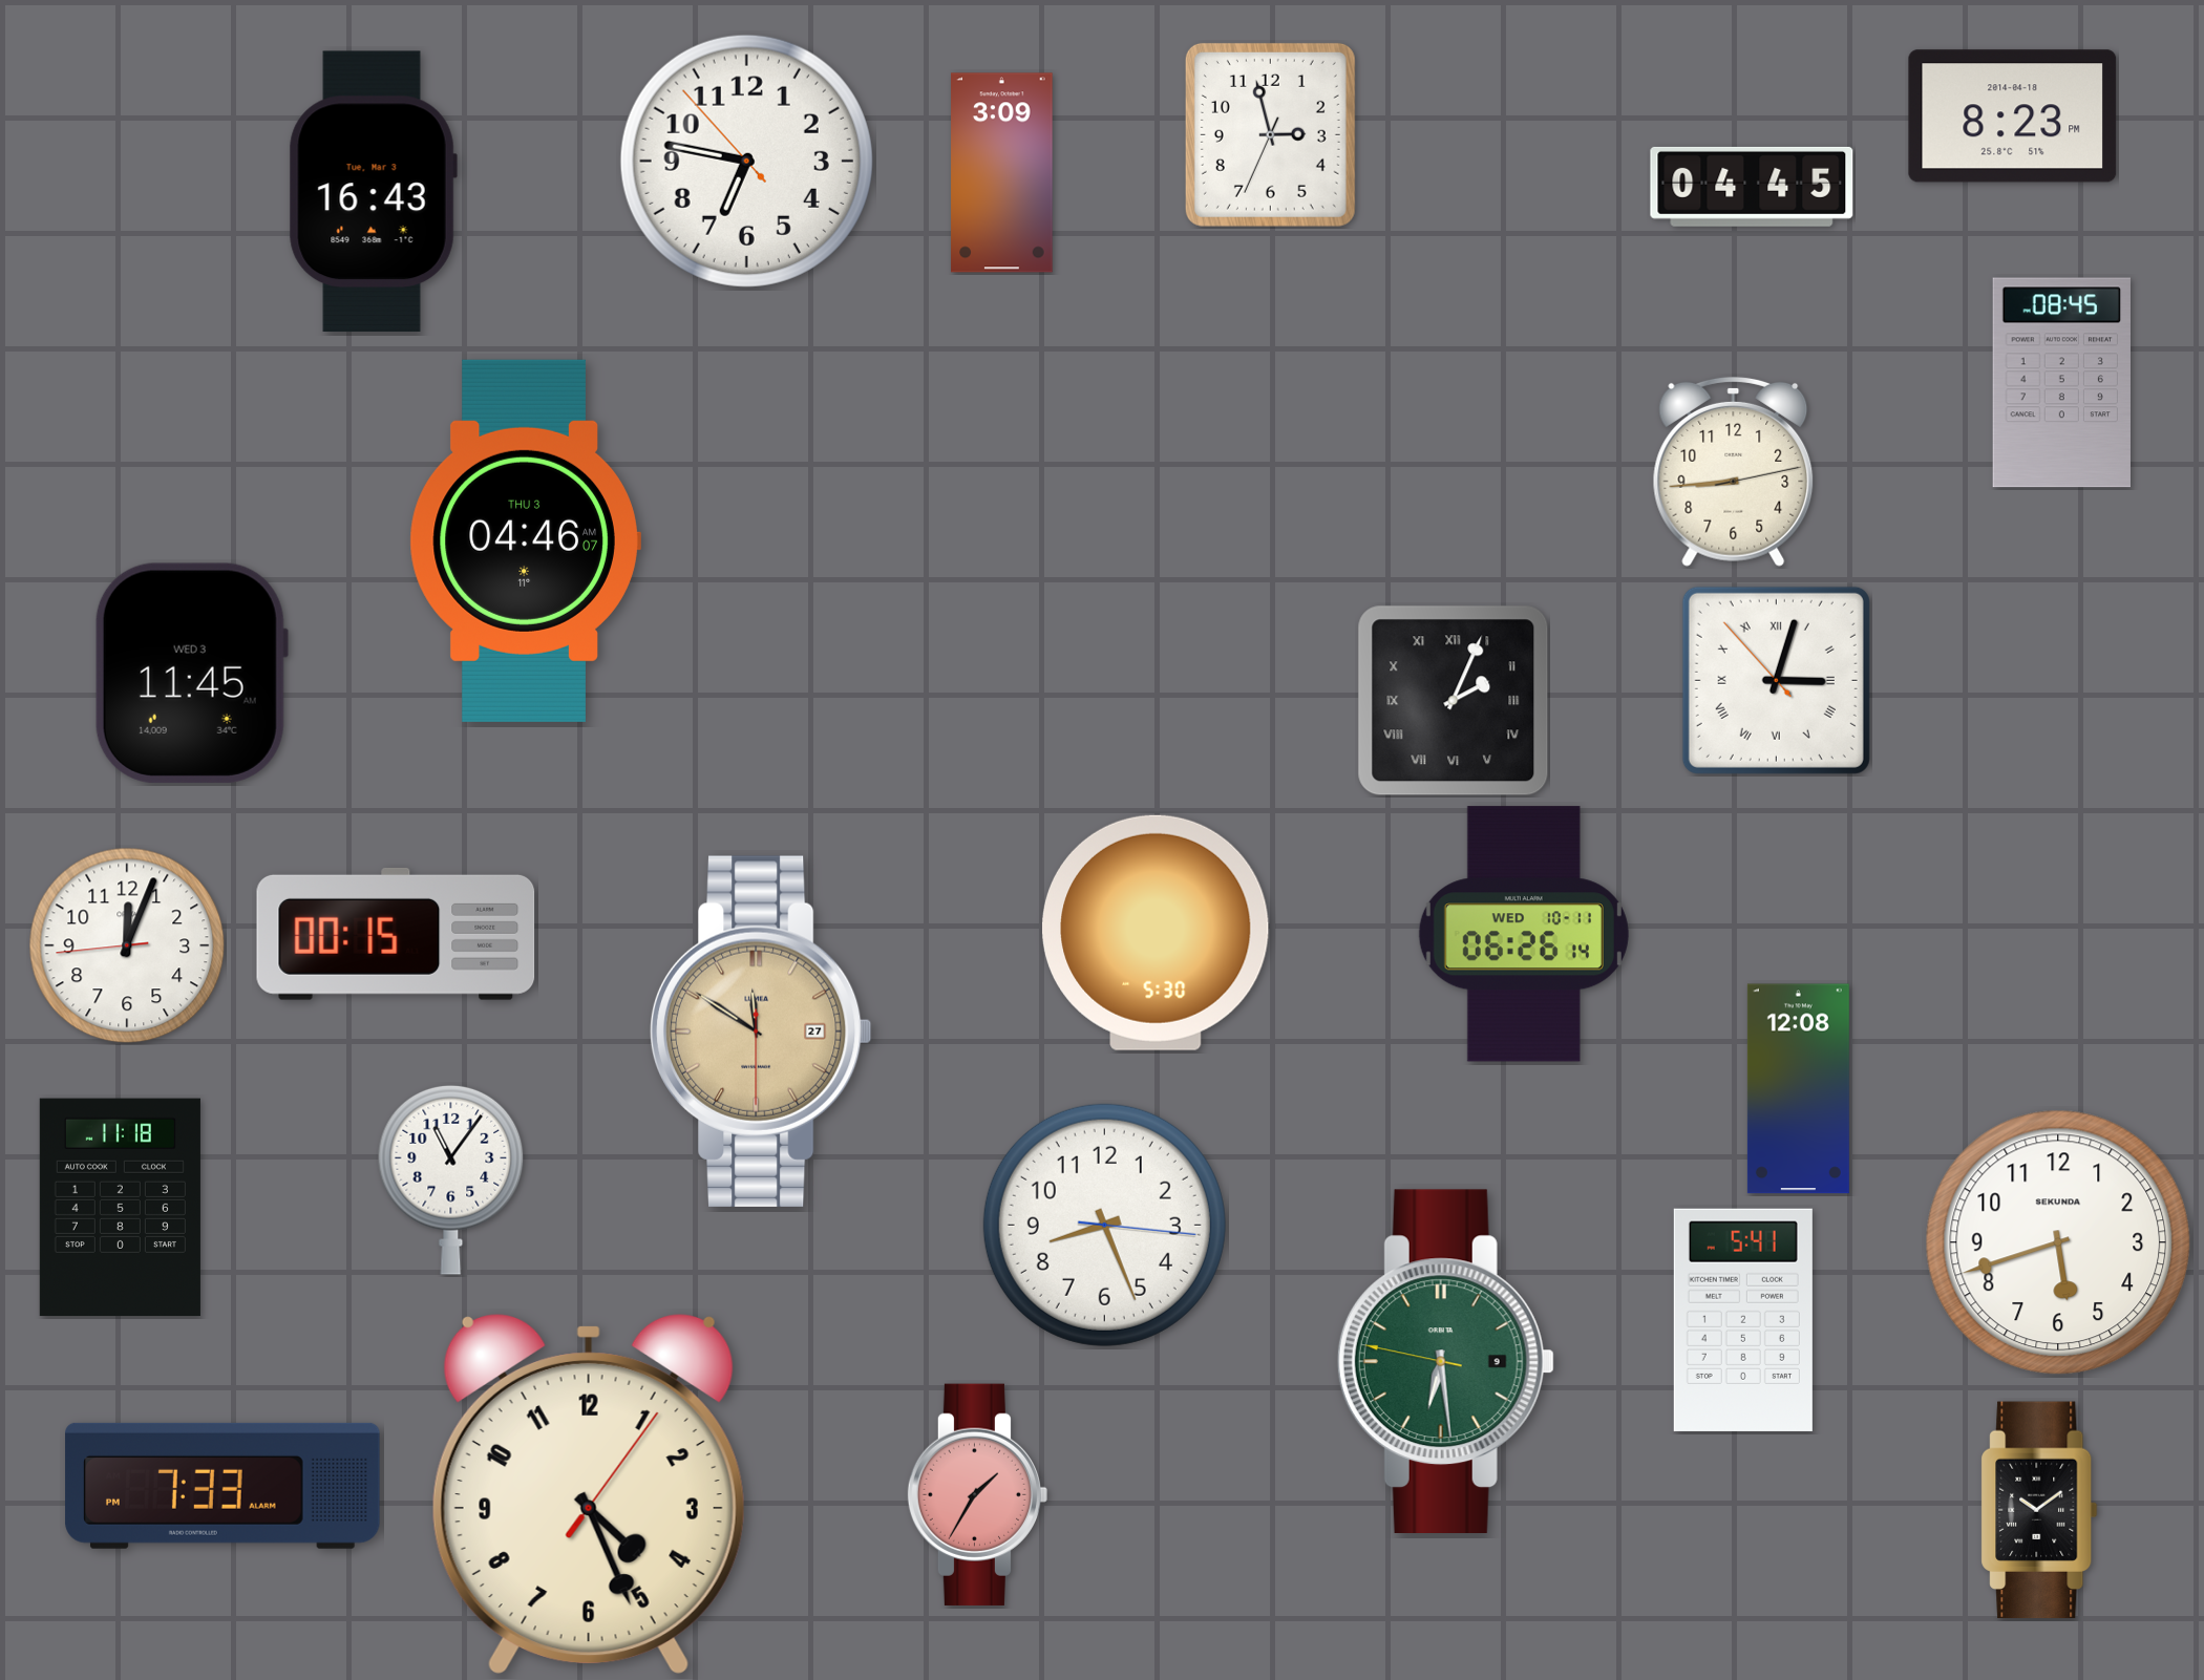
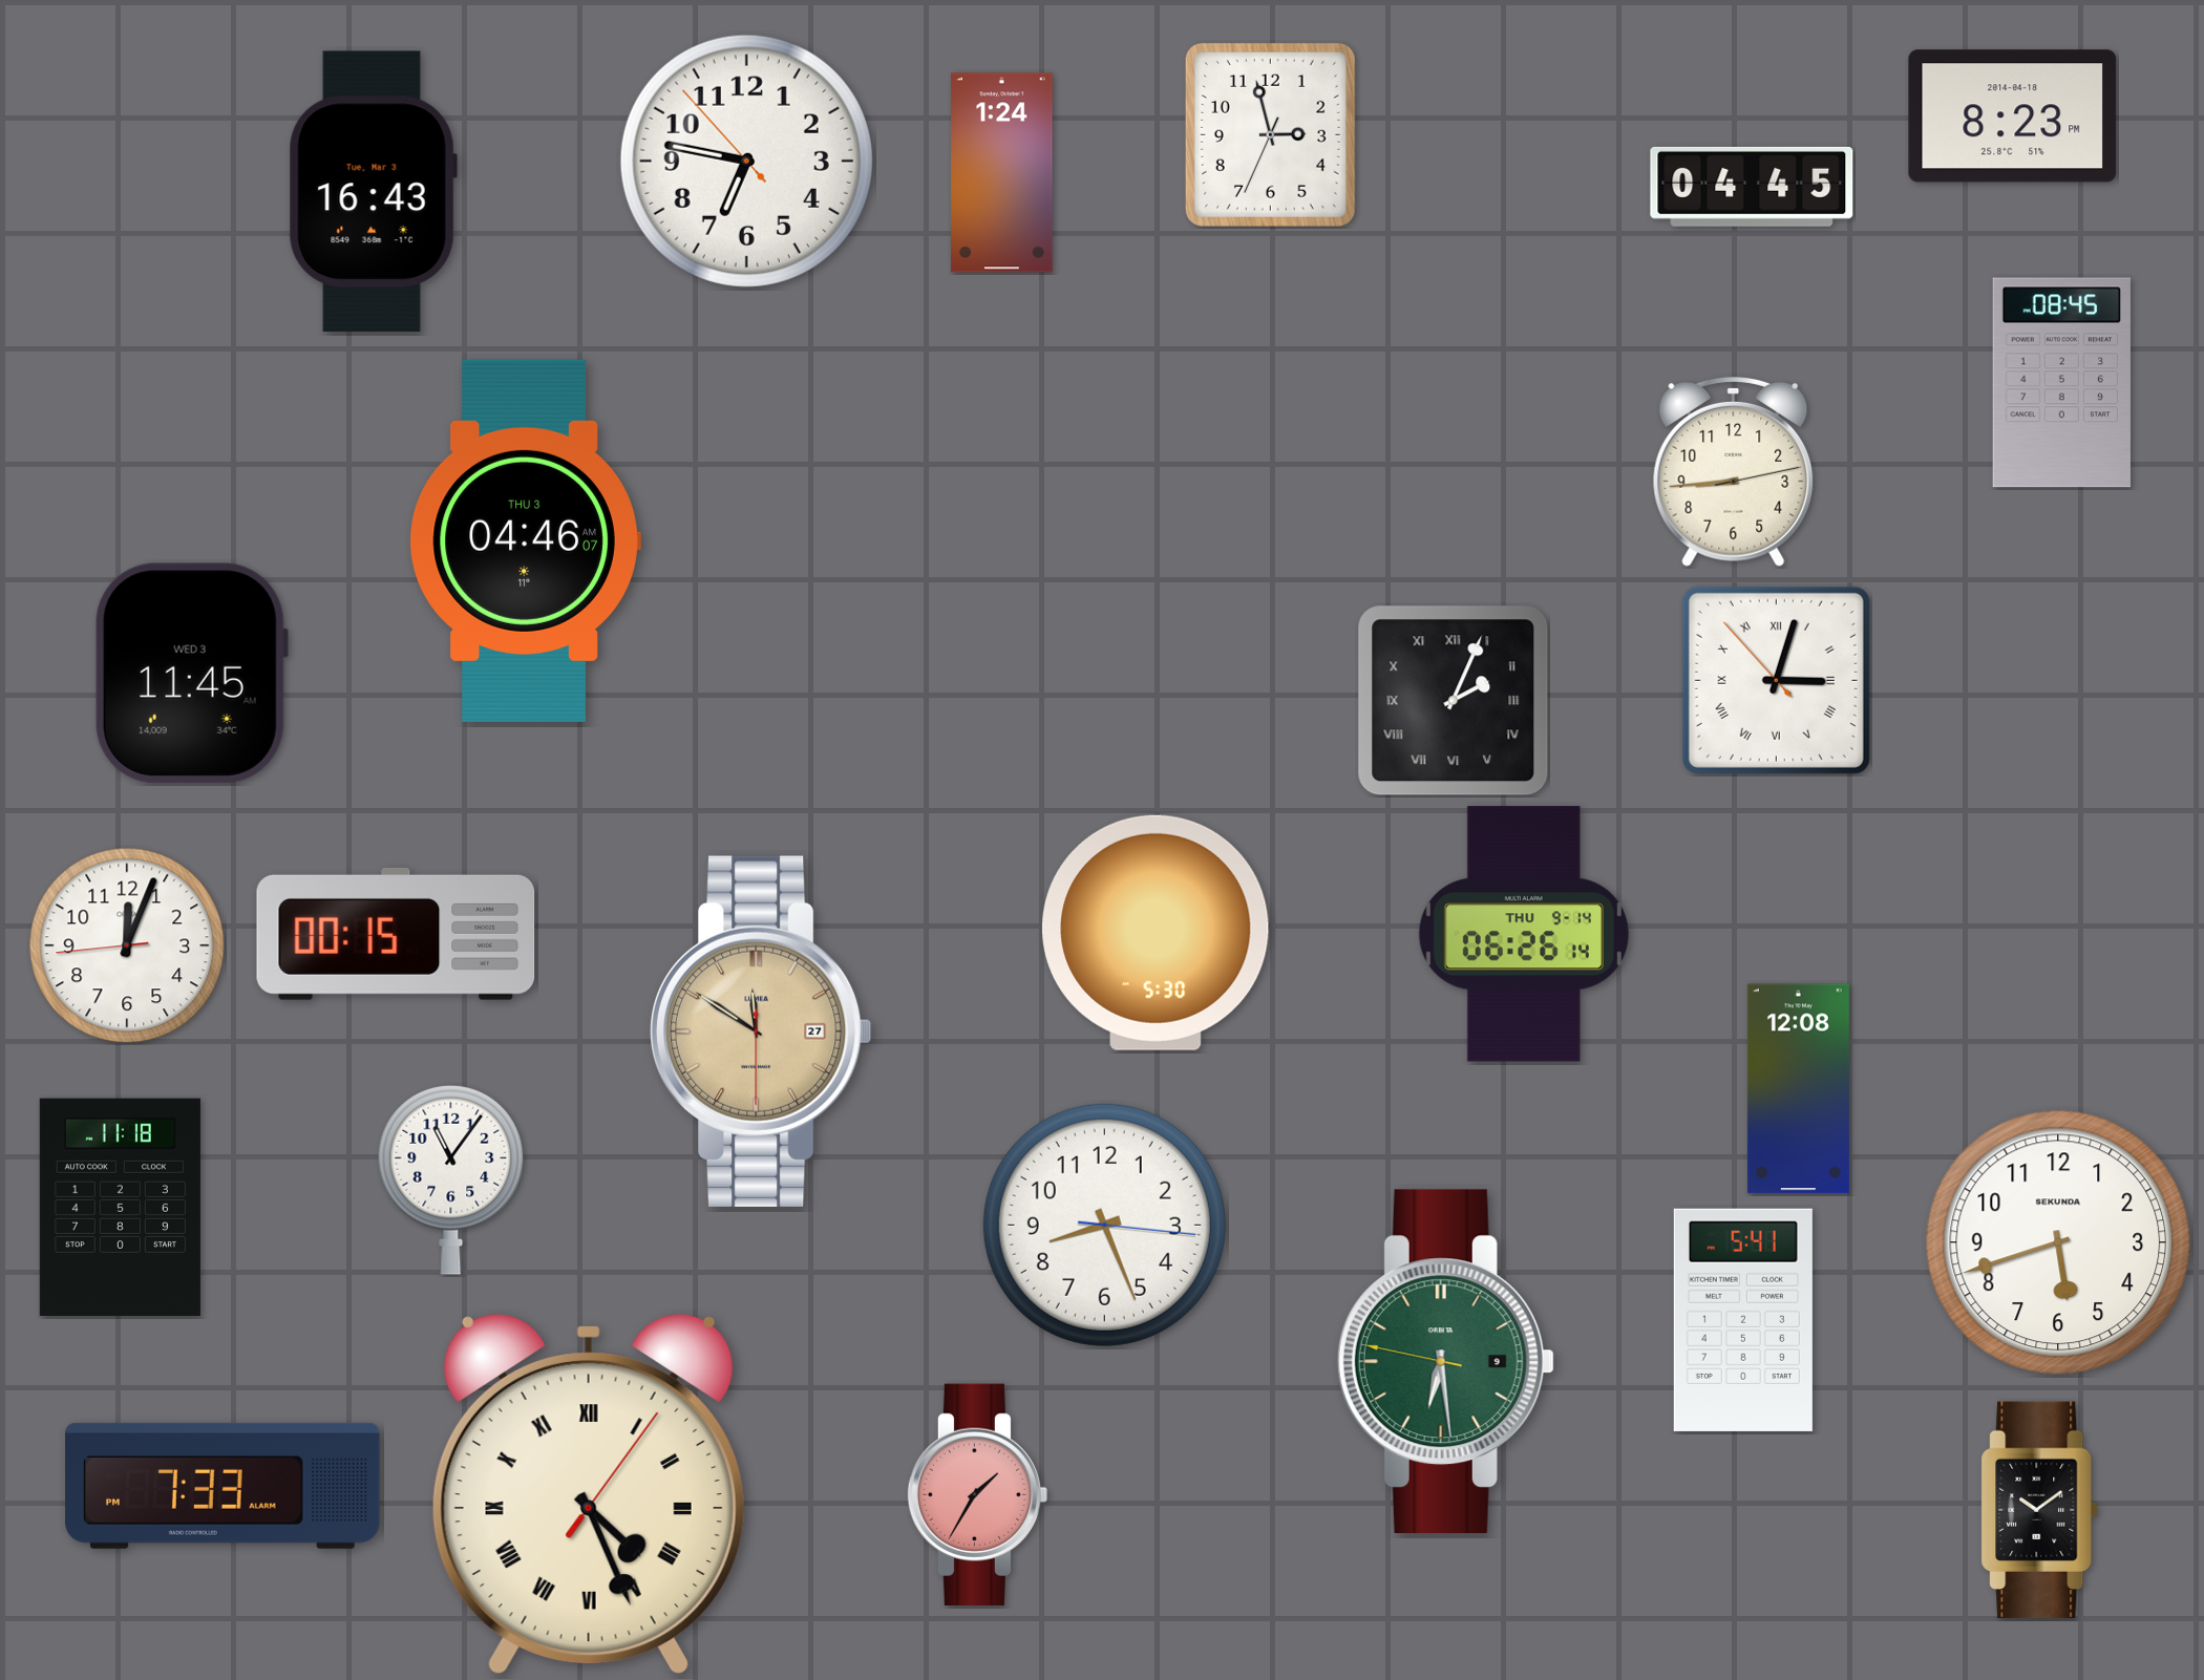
clock at (1002, 173): 3:09 -> 1:24
clock at (1524, 934) date: WED 10-11 -> THU 9-14
clock at (589, 1494) numerals: Arabic -> Roman
